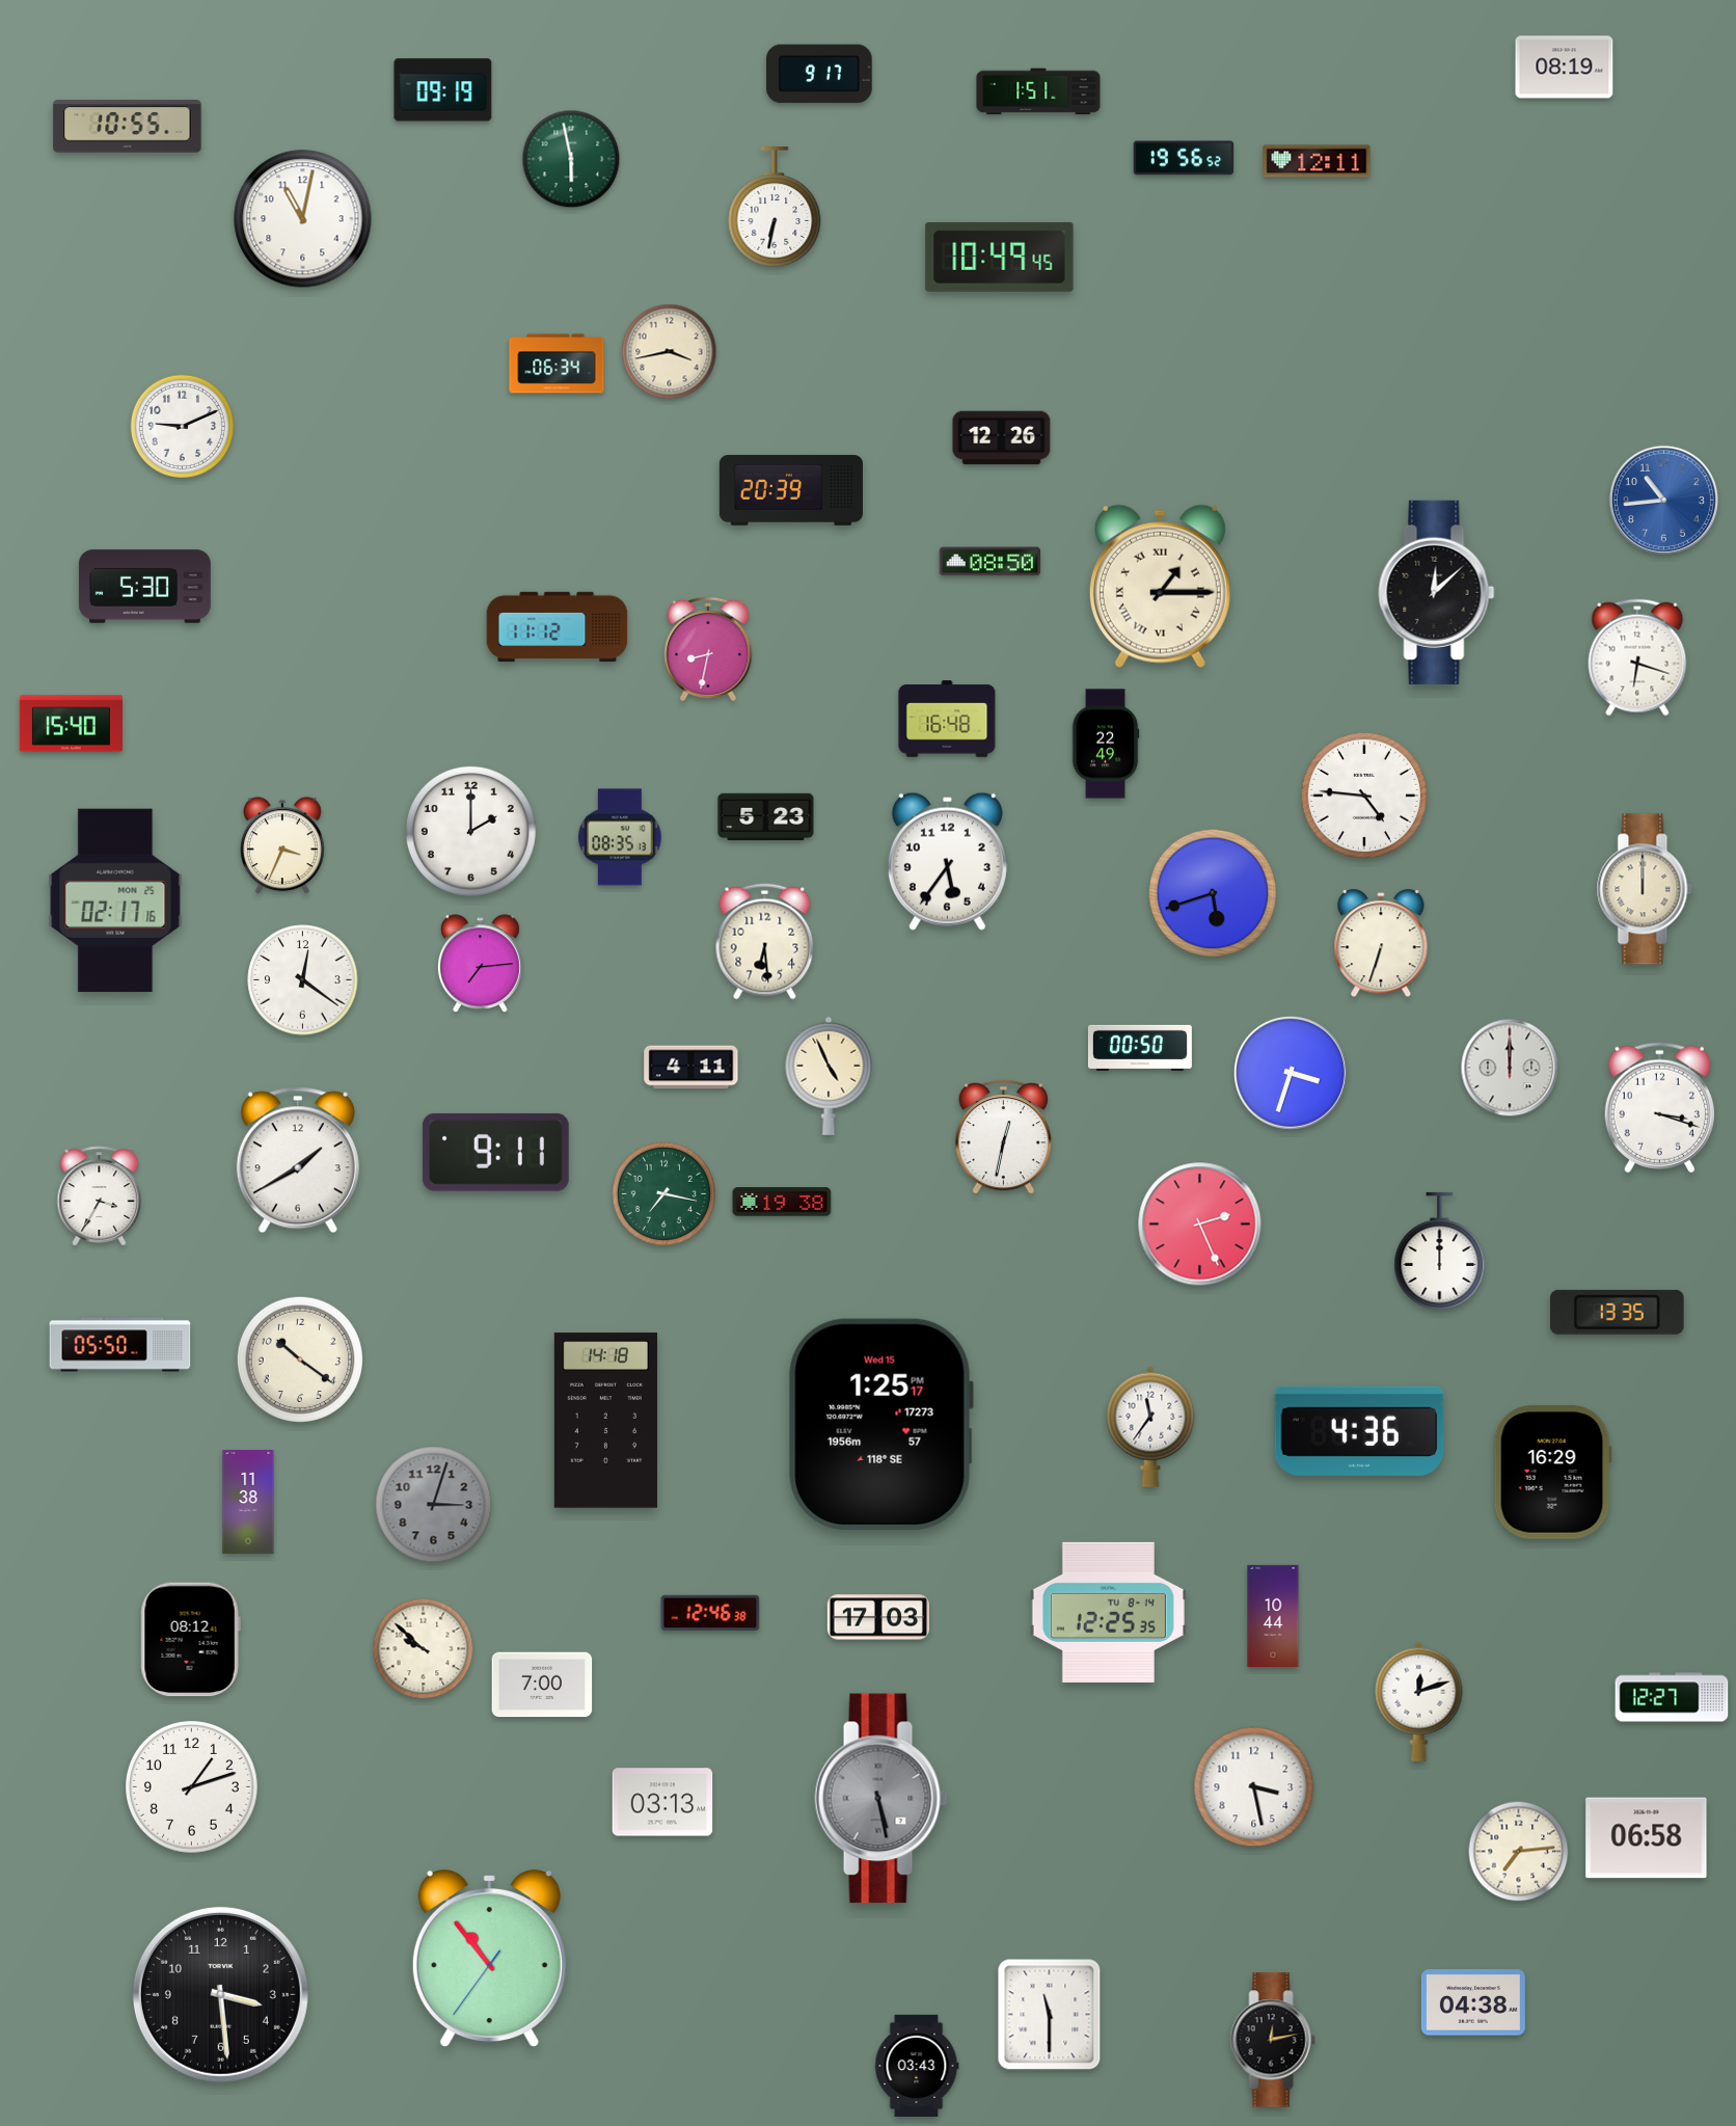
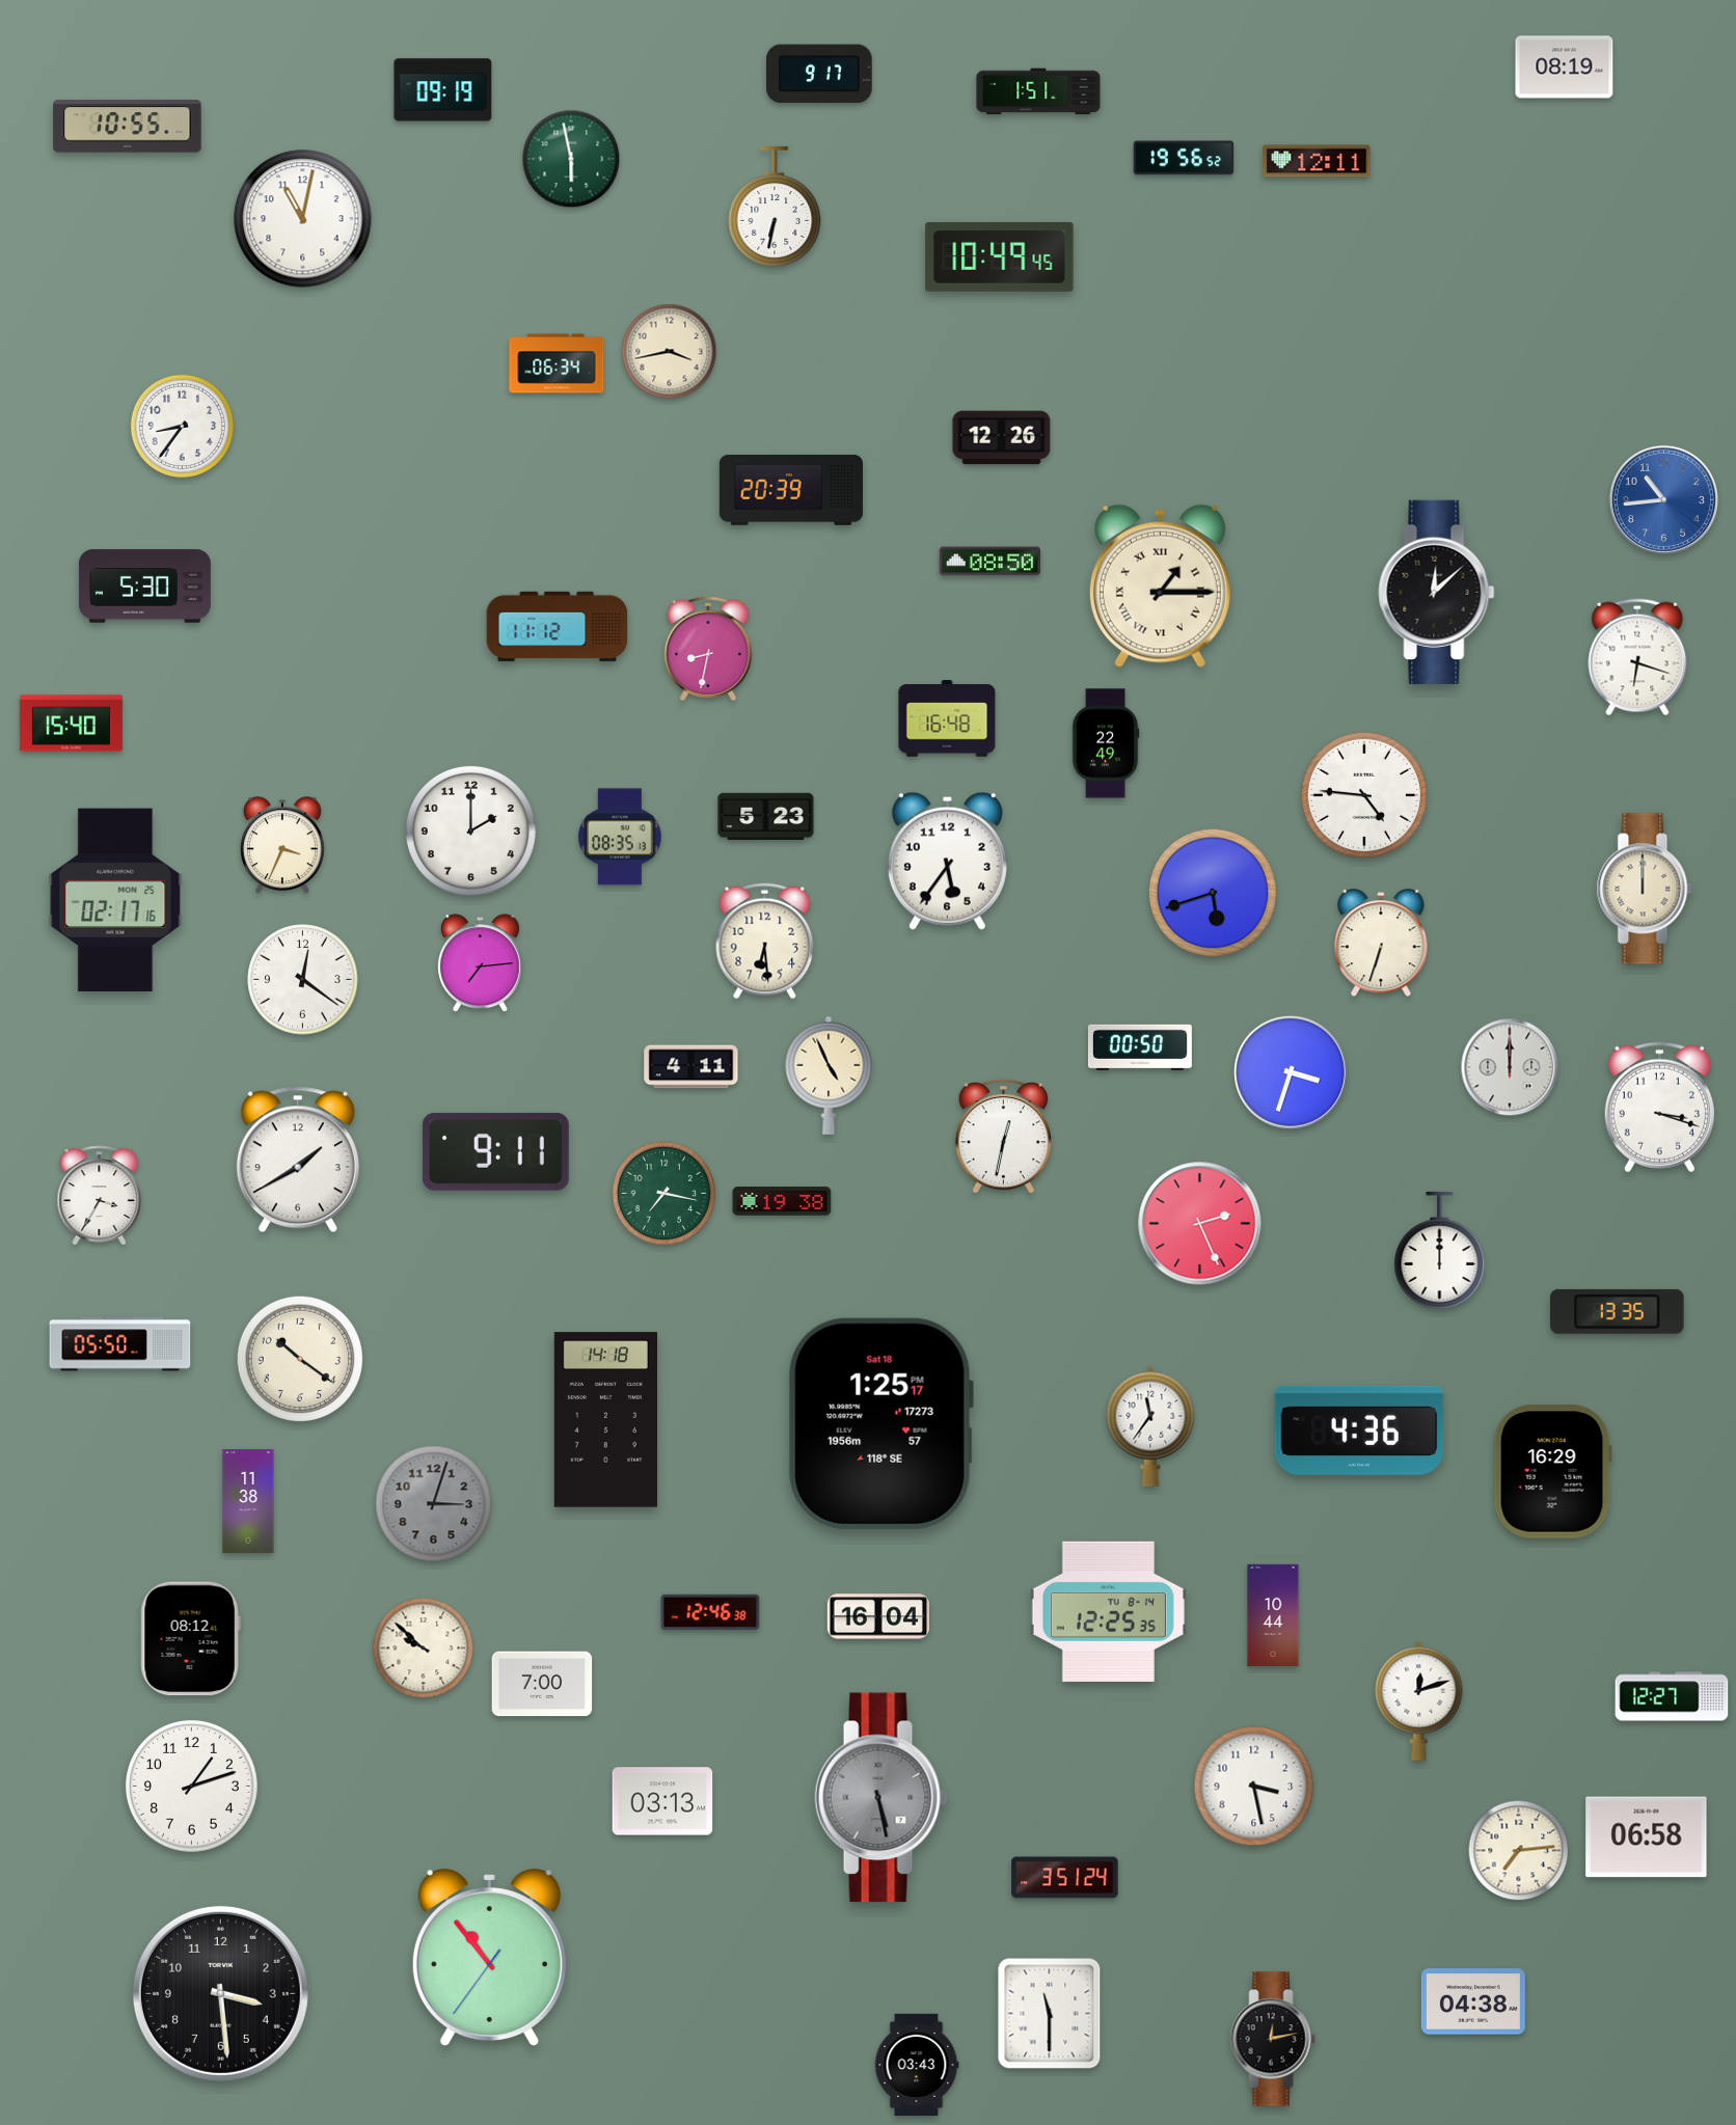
clock at (182, 426): 9:11 -> 8:36
clock at (880, 1424) date: Wed 15 -> Sat 18
clock at (877, 1617): 17:03 -> 16:04
clock at (1065, 1878): none -> 3:51
